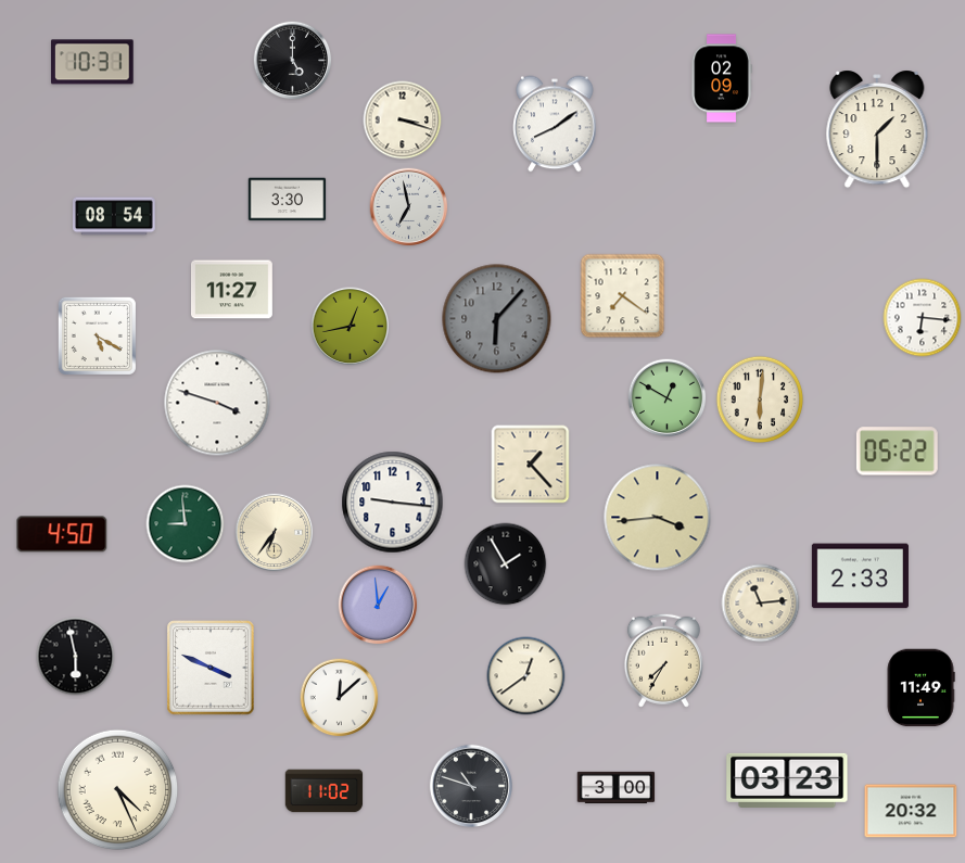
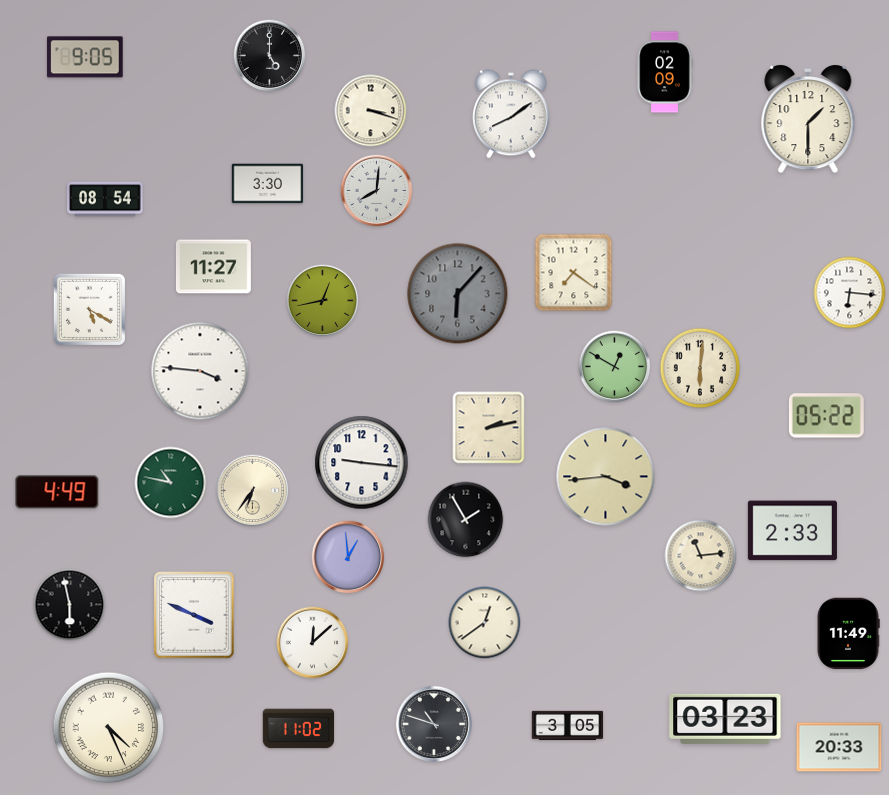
clock at (92, 62): 10:31 -> 9:05
clock at (288, 200) position: (288, 200) -> (268, 184)
clock at (409, 207): 6:58 -> 8:01
clock at (217, 403): 3:48 -> 3:46
clock at (531, 465): 1:23 -> 2:13
clock at (186, 524): 8:59 -> 10:47
clock at (62, 534): 4:50 -> 4:49
clock at (663, 660): 7:35 -> none
clock at (617, 788): 3:00 -> 3:05
clock at (911, 811): 20:32 -> 20:33
